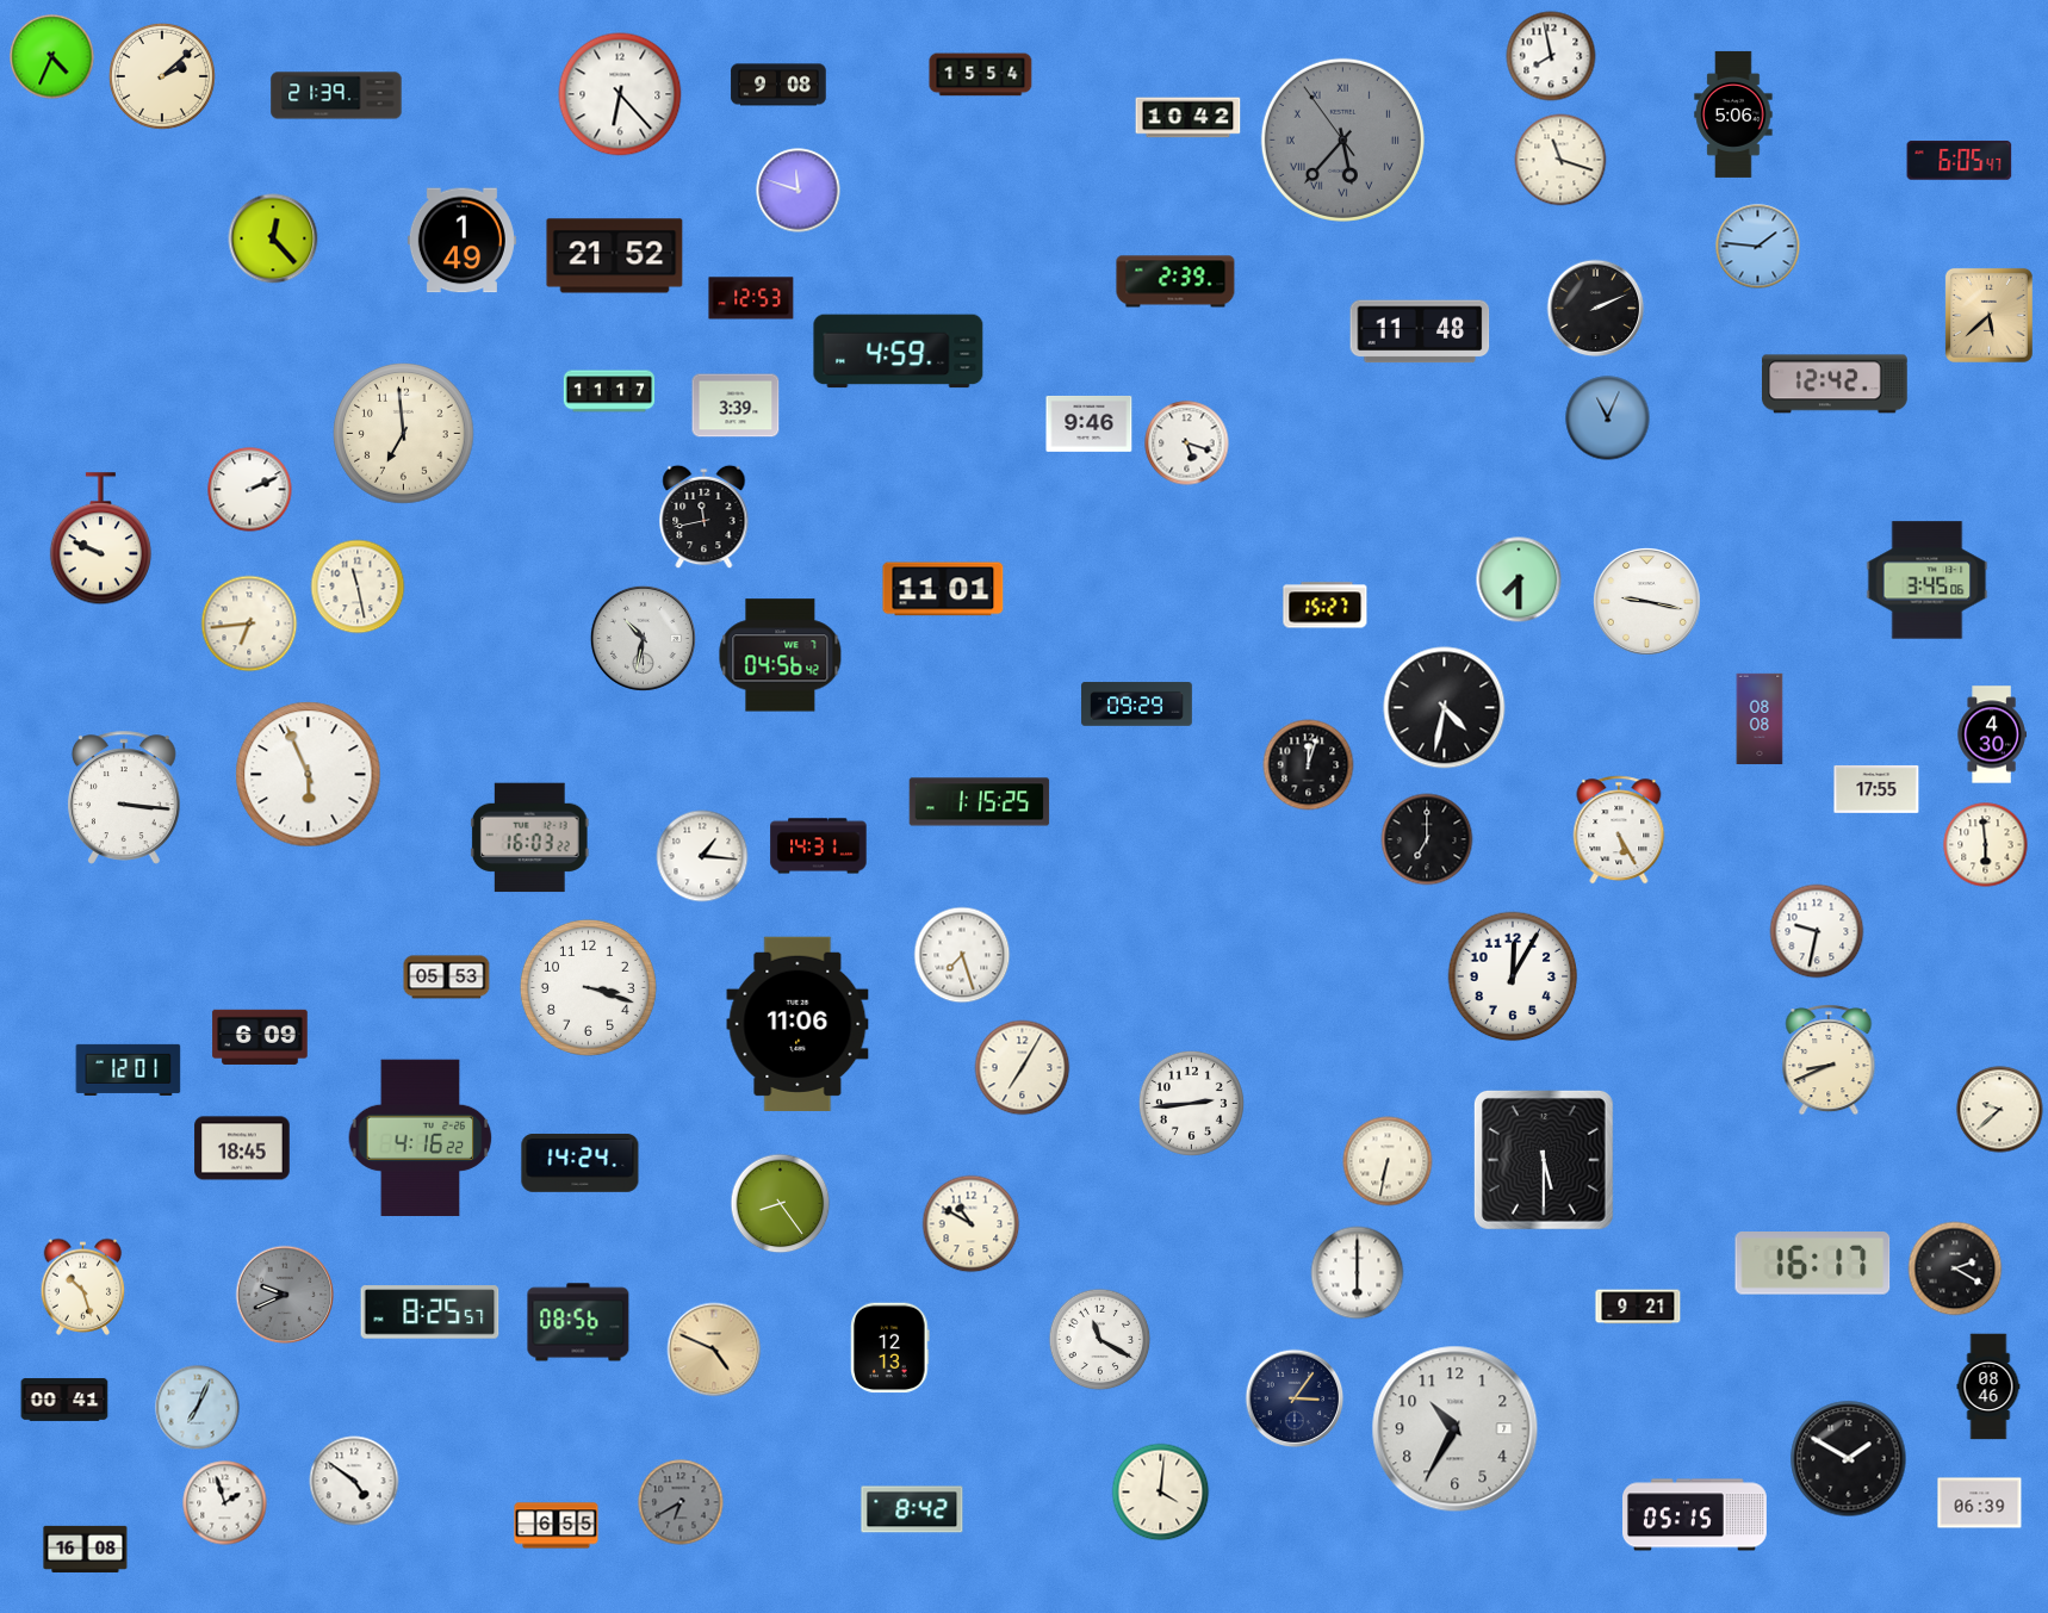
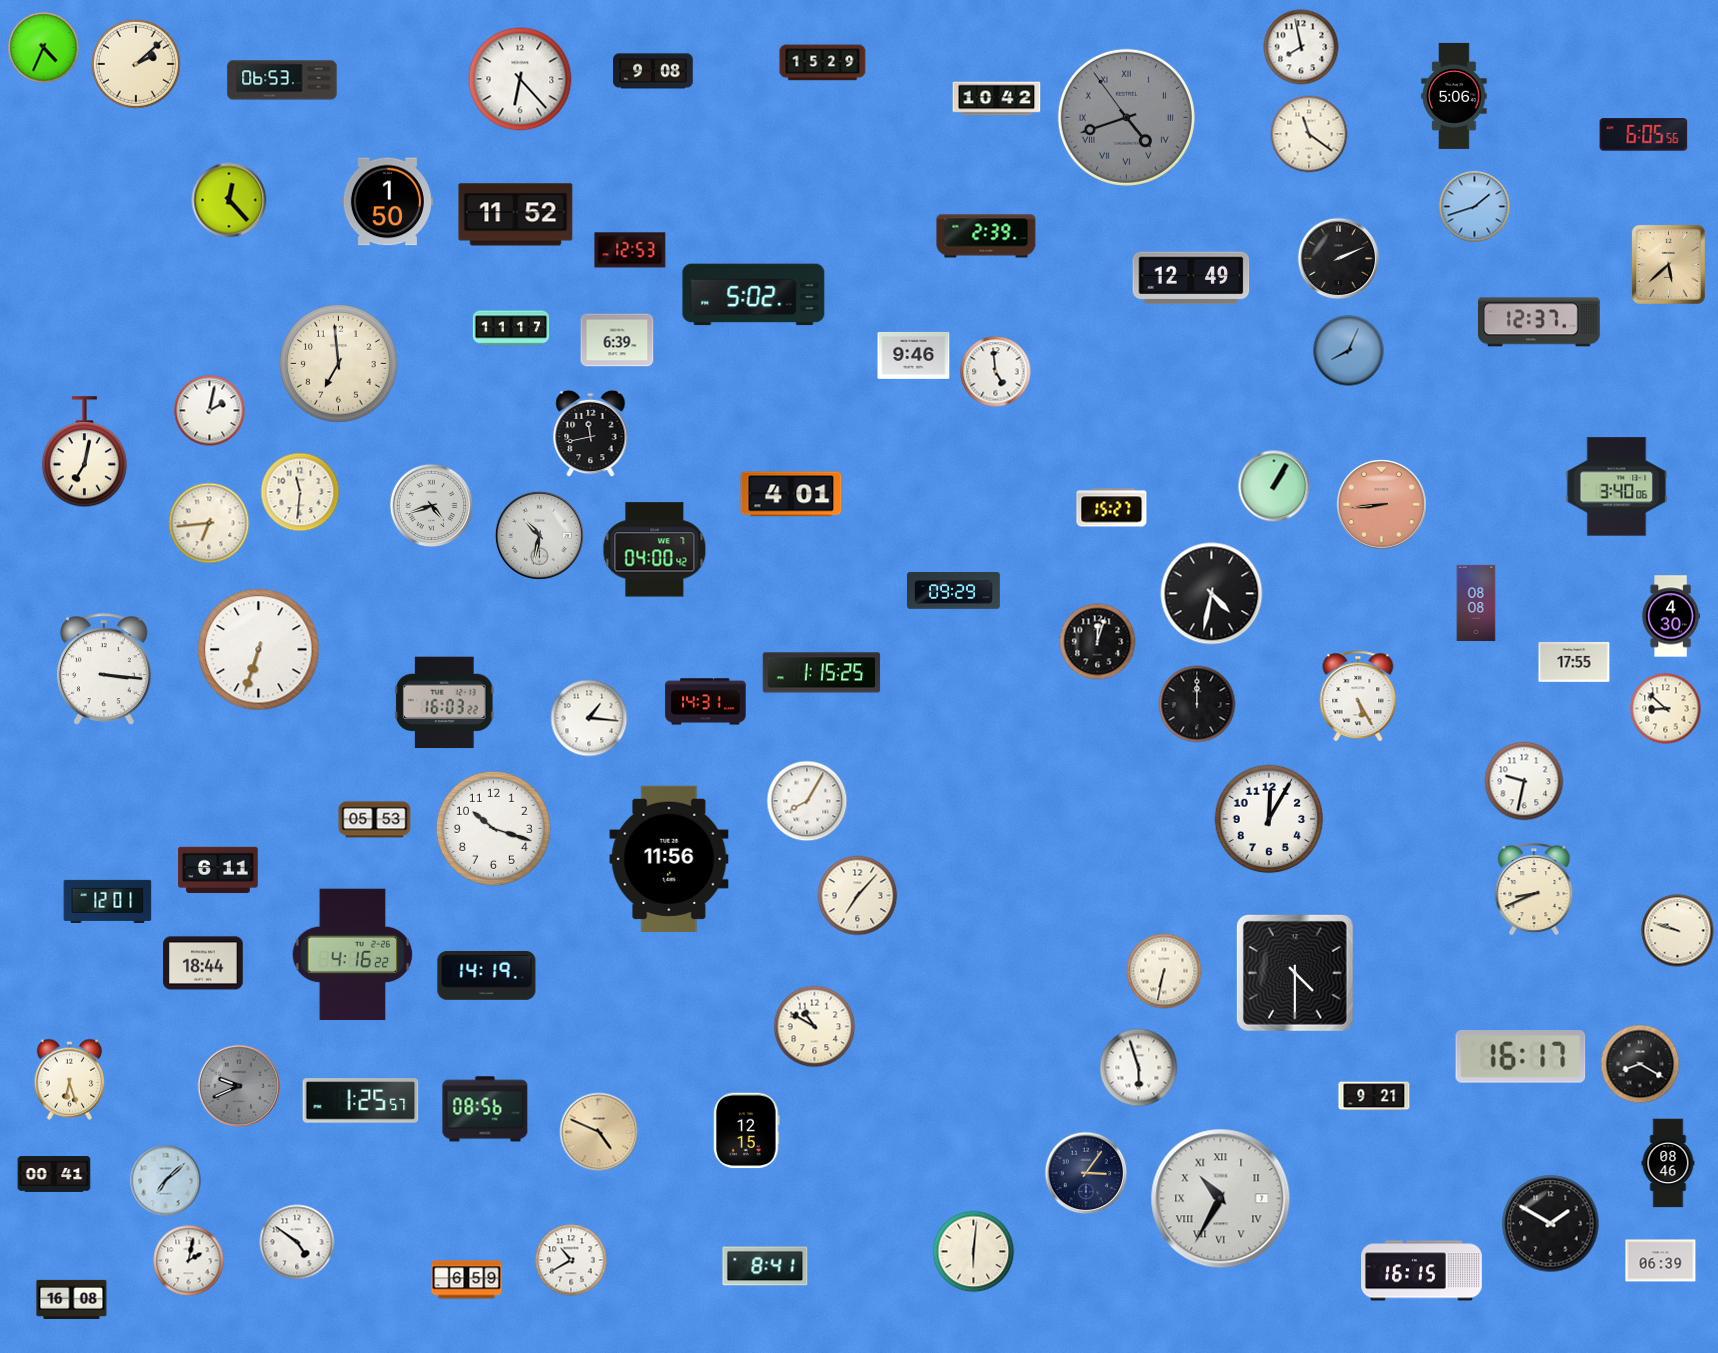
clock at (981, 75): 15:54 -> 15:29
clock at (336, 95): 21:39 -> 06:53
clock at (1342, 139): 5:36 -> 4:41
clock at (1560, 160): 11:18 -> 11:21
clock at (1960, 161): 6:05:47 -> 6:05:56
clock at (799, 191): 11:48 -> none
clock at (461, 241): 1:49 -> 1:50
clock at (1758, 247): 1:46 -> 1:42
clock at (615, 256): 21:52 -> 11:52
clock at (1420, 331): 11:48 -> 12:49
clock at (899, 352): 4:59 -> 5:02
clock at (1835, 384): 12:42 -> 12:37
clock at (736, 405): 3:39 -> 6:39
clock at (1608, 418): 11:04 -> 8:04
clock at (1187, 443): 5:18 -> 4:59
clock at (250, 490): 2:11 -> 2:02
clock at (100, 539): 9:49 -> 7:02
clock at (1519, 579): 7:30 -> 1:05
clock at (1928, 581): 3:45 -> 3:40
clock at (358, 587): 11:28 -> 11:31
clock at (943, 589): 11:01 -> 4:01
clock at (1646, 601): 9:17 -> 8:44
clock at (1646, 601) dial: white -> salmon
clock at (432, 506): none -> 4:42
clock at (781, 656): 04:56 -> 04:00
clock at (309, 775): 5:56 -> 6:33
clock at (1427, 839): 7:00 -> 12:00
clock at (1986, 845): 5:59 -> 8:52
clock at (819, 846) position: (819, 846) -> (706, 702)
clock at (962, 955): 7:27 -> 8:05
clock at (588, 987): 3:18 -> 10:18
clock at (798, 1024): 11:06 -> 11:56
clock at (260, 1037): 6:09 -> 6:11
clock at (1023, 1068): 7:05 -> 7:07
clock at (129, 1069) position: (129, 1069) -> (108, 901)
clock at (1191, 1103): 2:44 -> none
clock at (2000, 1110): 9:38 -> 9:48
clock at (242, 1148): 18:45 -> 18:44
clock at (1544, 1160): 5:30 -> 4:30
clock at (1388, 1161) position: (1388, 1161) -> (1164, 971)
clock at (581, 1164): 14:24 -> 14:19
clock at (781, 1204): 8:24 -> none
clock at (1813, 1264) position: (1813, 1264) -> (1521, 1057)
clock at (1955, 1268): 2:20 -> 8:20
clock at (1358, 1273): 6:00 -> 5:57
clock at (83, 1286): 10:27 -> 6:27
clock at (430, 1313): 8:25 -> 1:25
clock at (1100, 1340): 11:20 -> none
clock at (890, 1348): 12:13 -> 12:15
clock at (198, 1408): 7:04 -> 7:08
clock at (1456, 1429) numerals: Arabic -> Roman
clock at (1161, 1493): 4:01 -> 6:01
clock at (681, 1502): 6:40 -> 10:40
clock at (681, 1502) dial: grey -> white
clock at (225, 1503): 1:57 -> 2:02
clock at (912, 1509): 8:42 -> 8:41
clock at (1695, 1515): 05:15 -> 16:15
clock at (557, 1526): 6:55 -> 6:59
